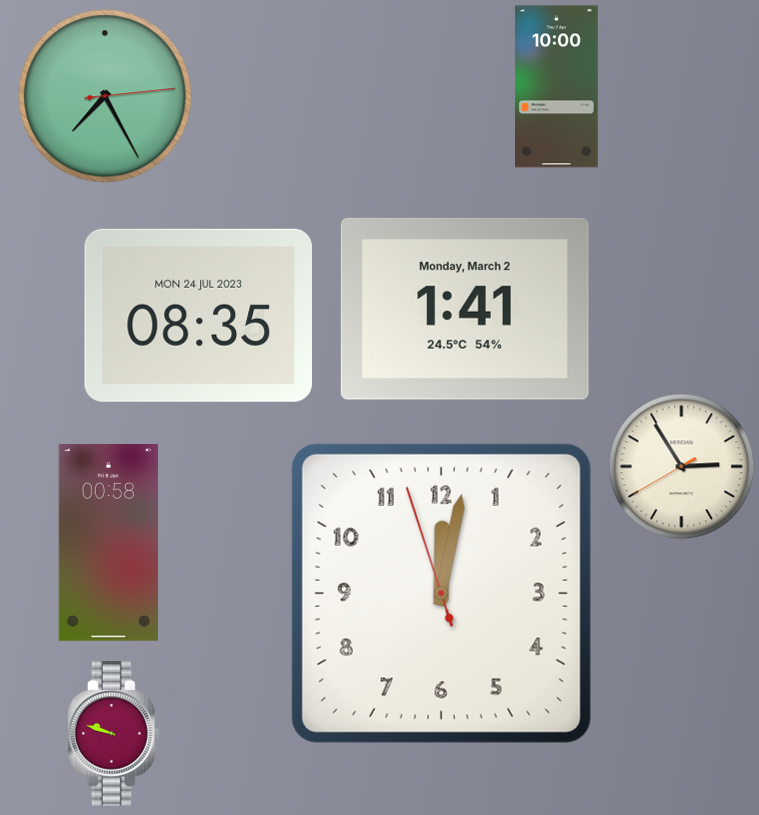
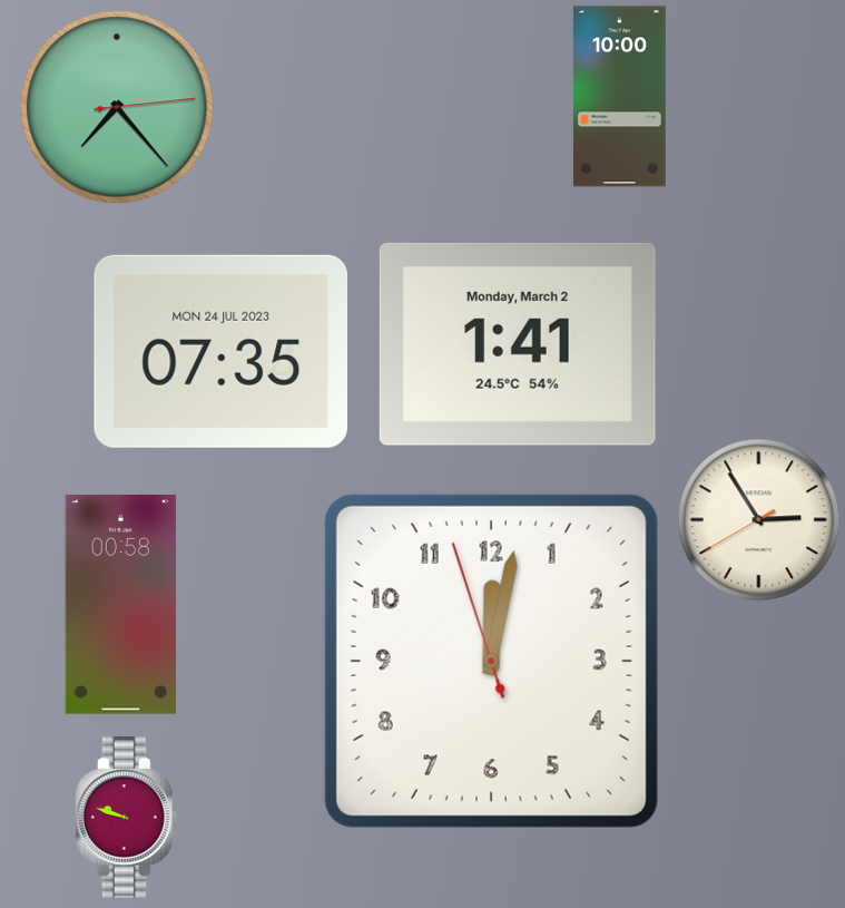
clock at (105, 96): 7:25 -> 7:23
clock at (198, 315): 08:35 -> 07:35
